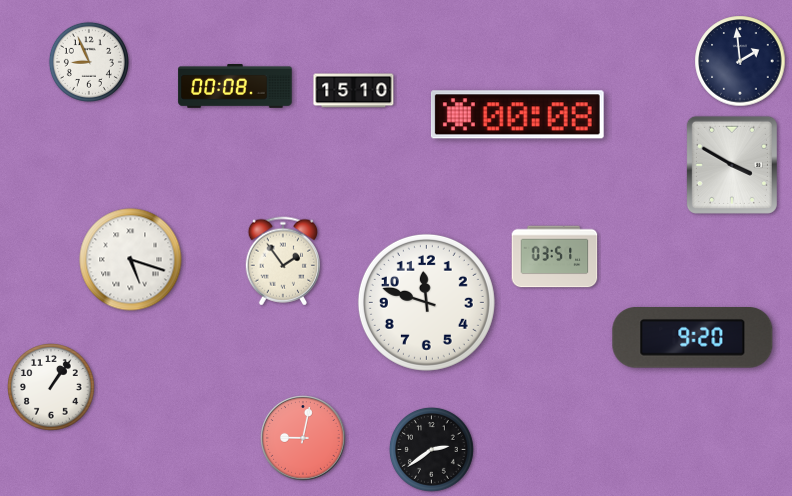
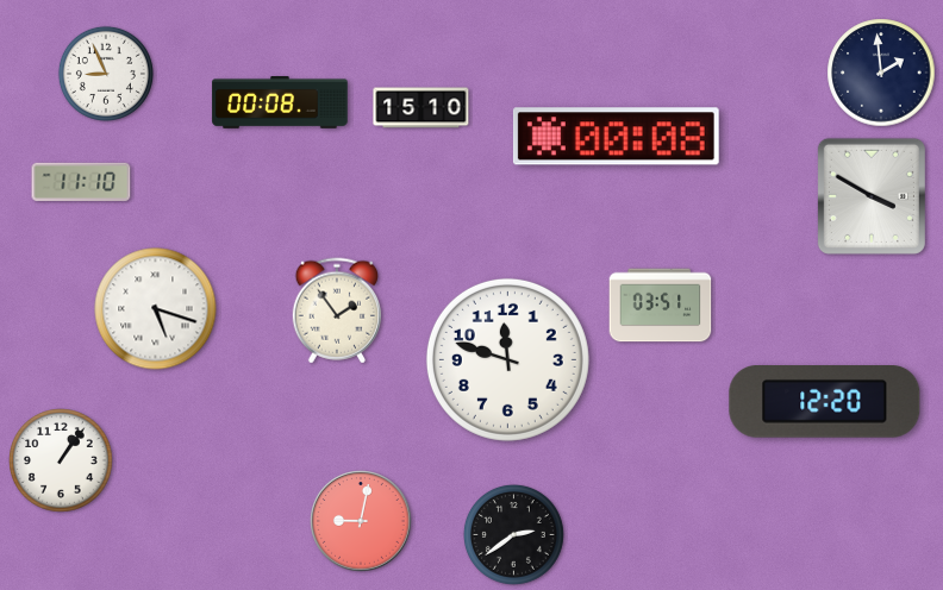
clock at (81, 182): none -> 11:10
clock at (693, 338): 9:20 -> 12:20
